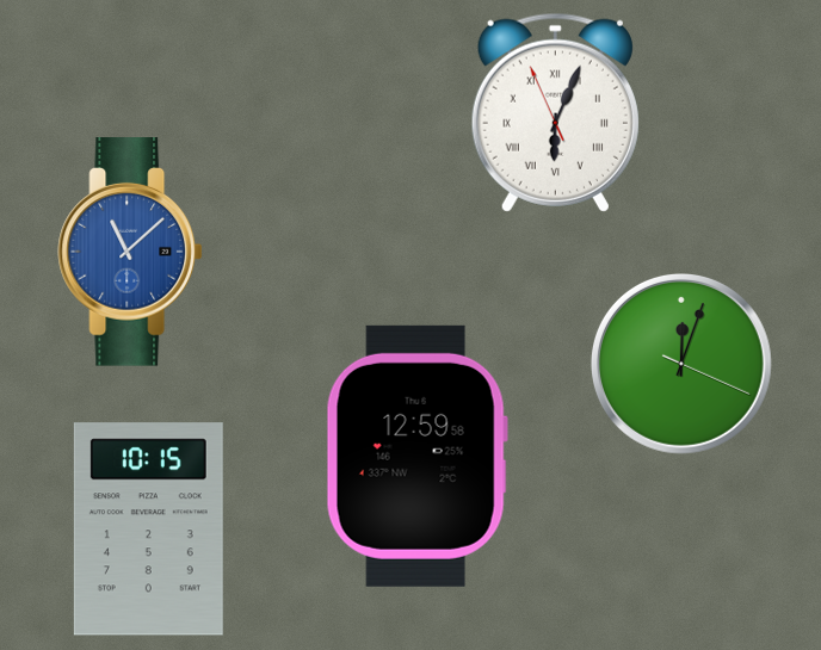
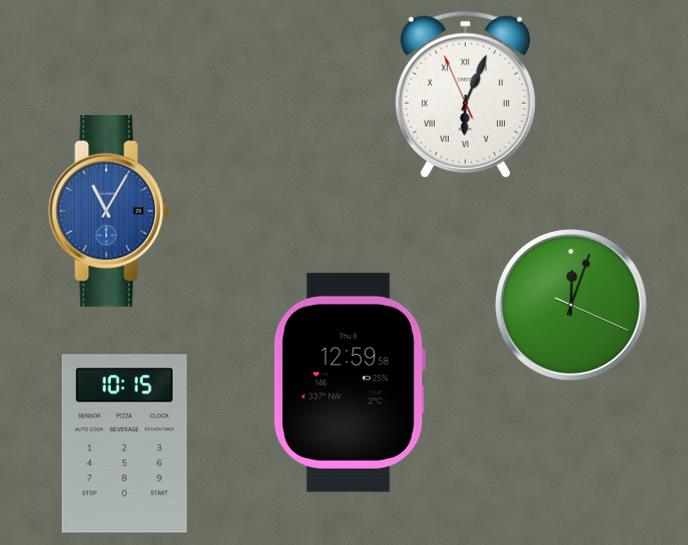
clock at (130, 252): 11:08 -> 11:05
